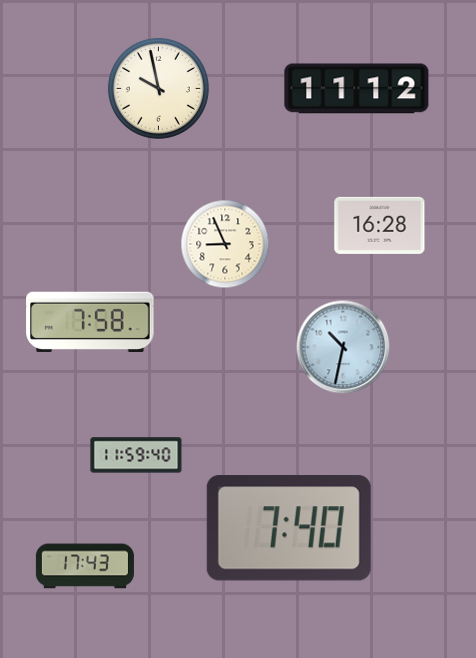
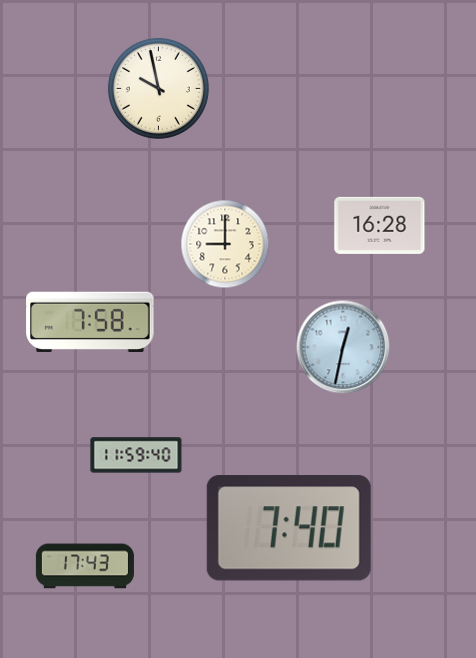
clock at (357, 89): 11:12 -> none
clock at (225, 244): 8:56 -> 9:00
clock at (343, 347): 10:32 -> 12:32
